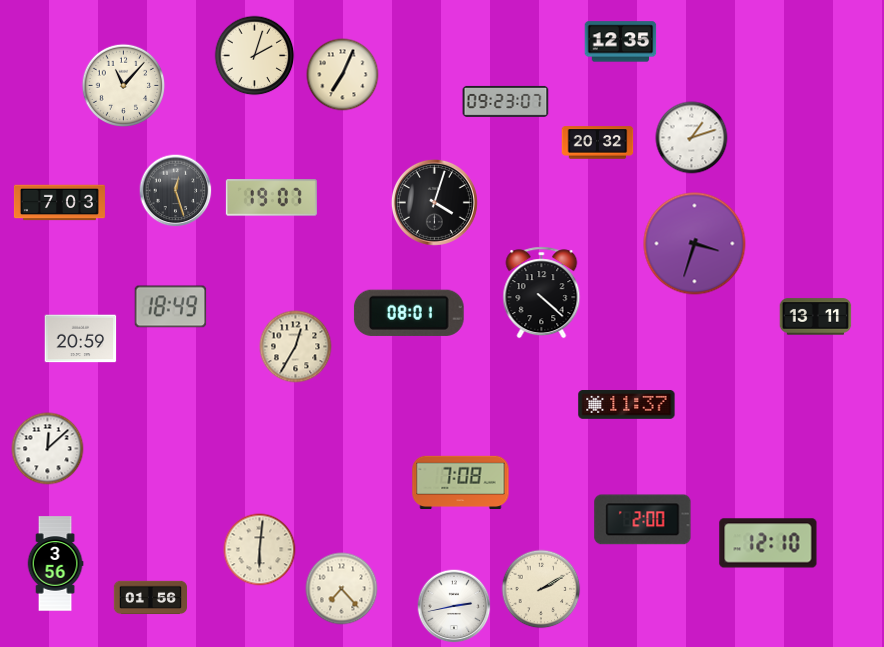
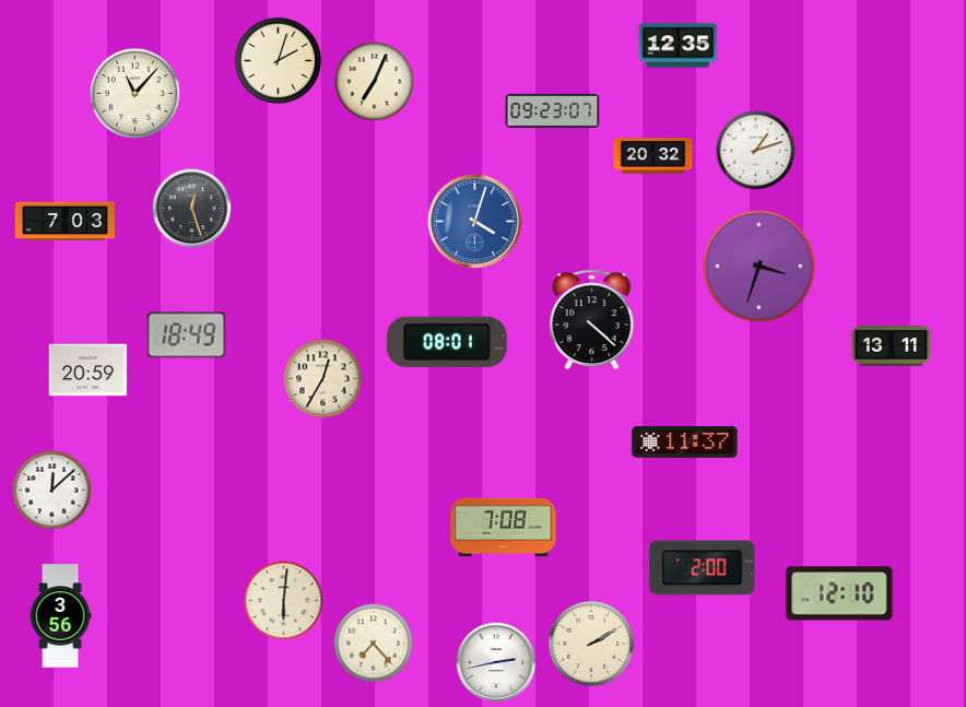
clock at (271, 198): 19:07 -> none
clock at (434, 202) dial: black -> blue
clock at (150, 598): 01:56 -> none
